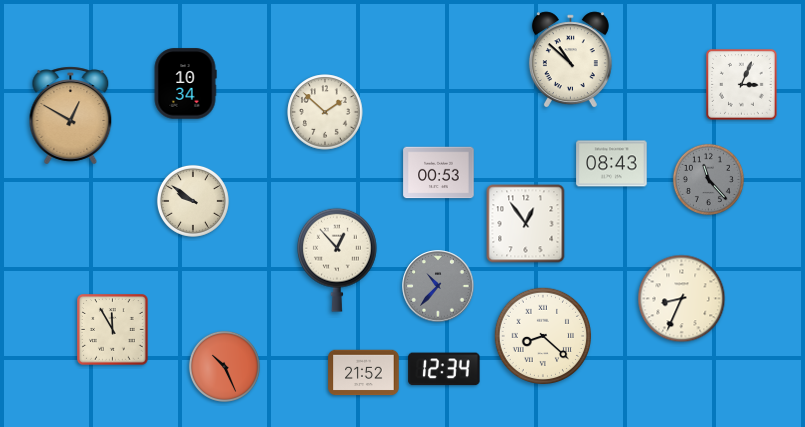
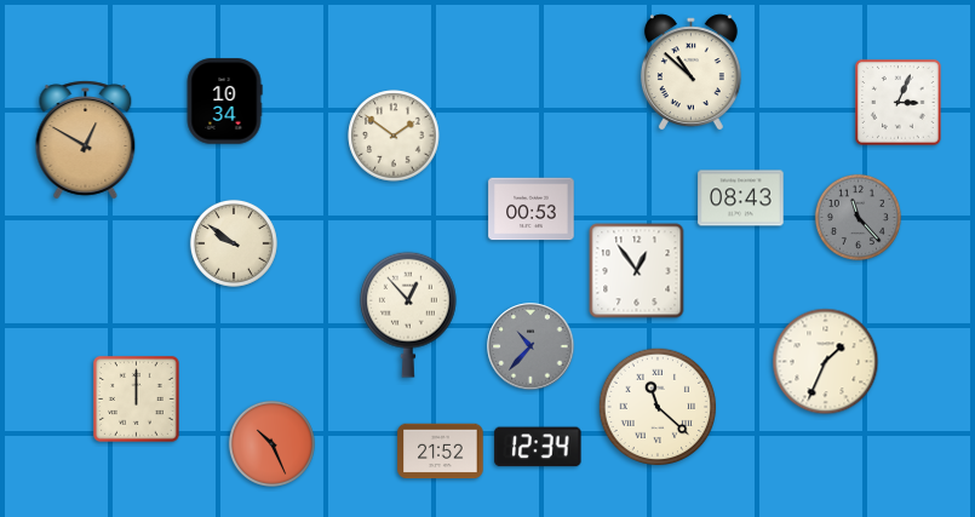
clock at (325, 112): 1:52 -> 1:51
clock at (682, 299): 8:34 -> 1:34
clock at (113, 330): 11:55 -> 12:00
clock at (543, 336): 8:22 -> 11:22
